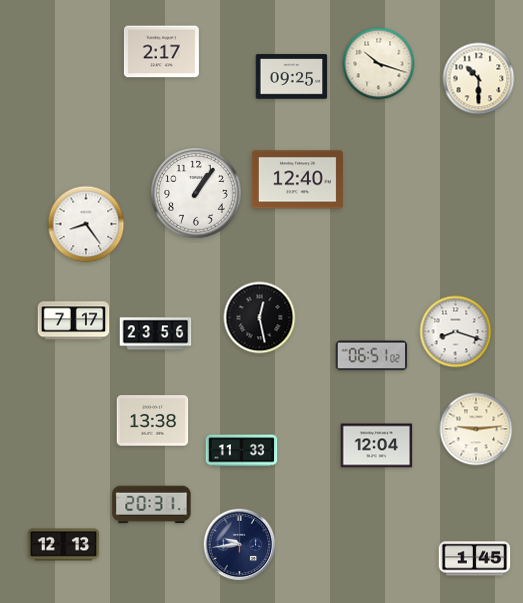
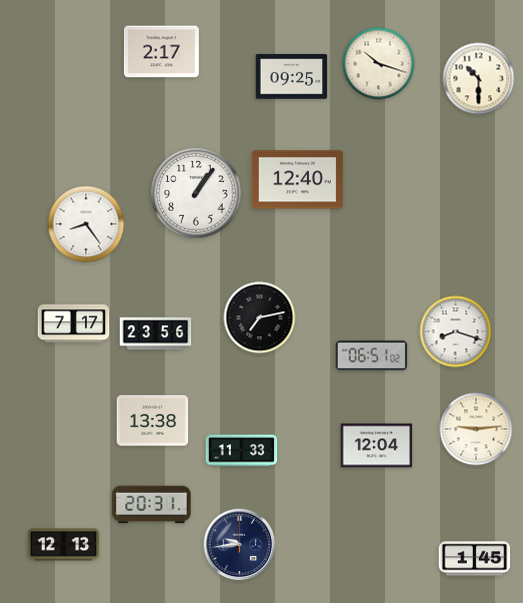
clock at (260, 318): 12:28 -> 7:13
clock at (74, 321) position: (74, 321) -> (74, 324)
